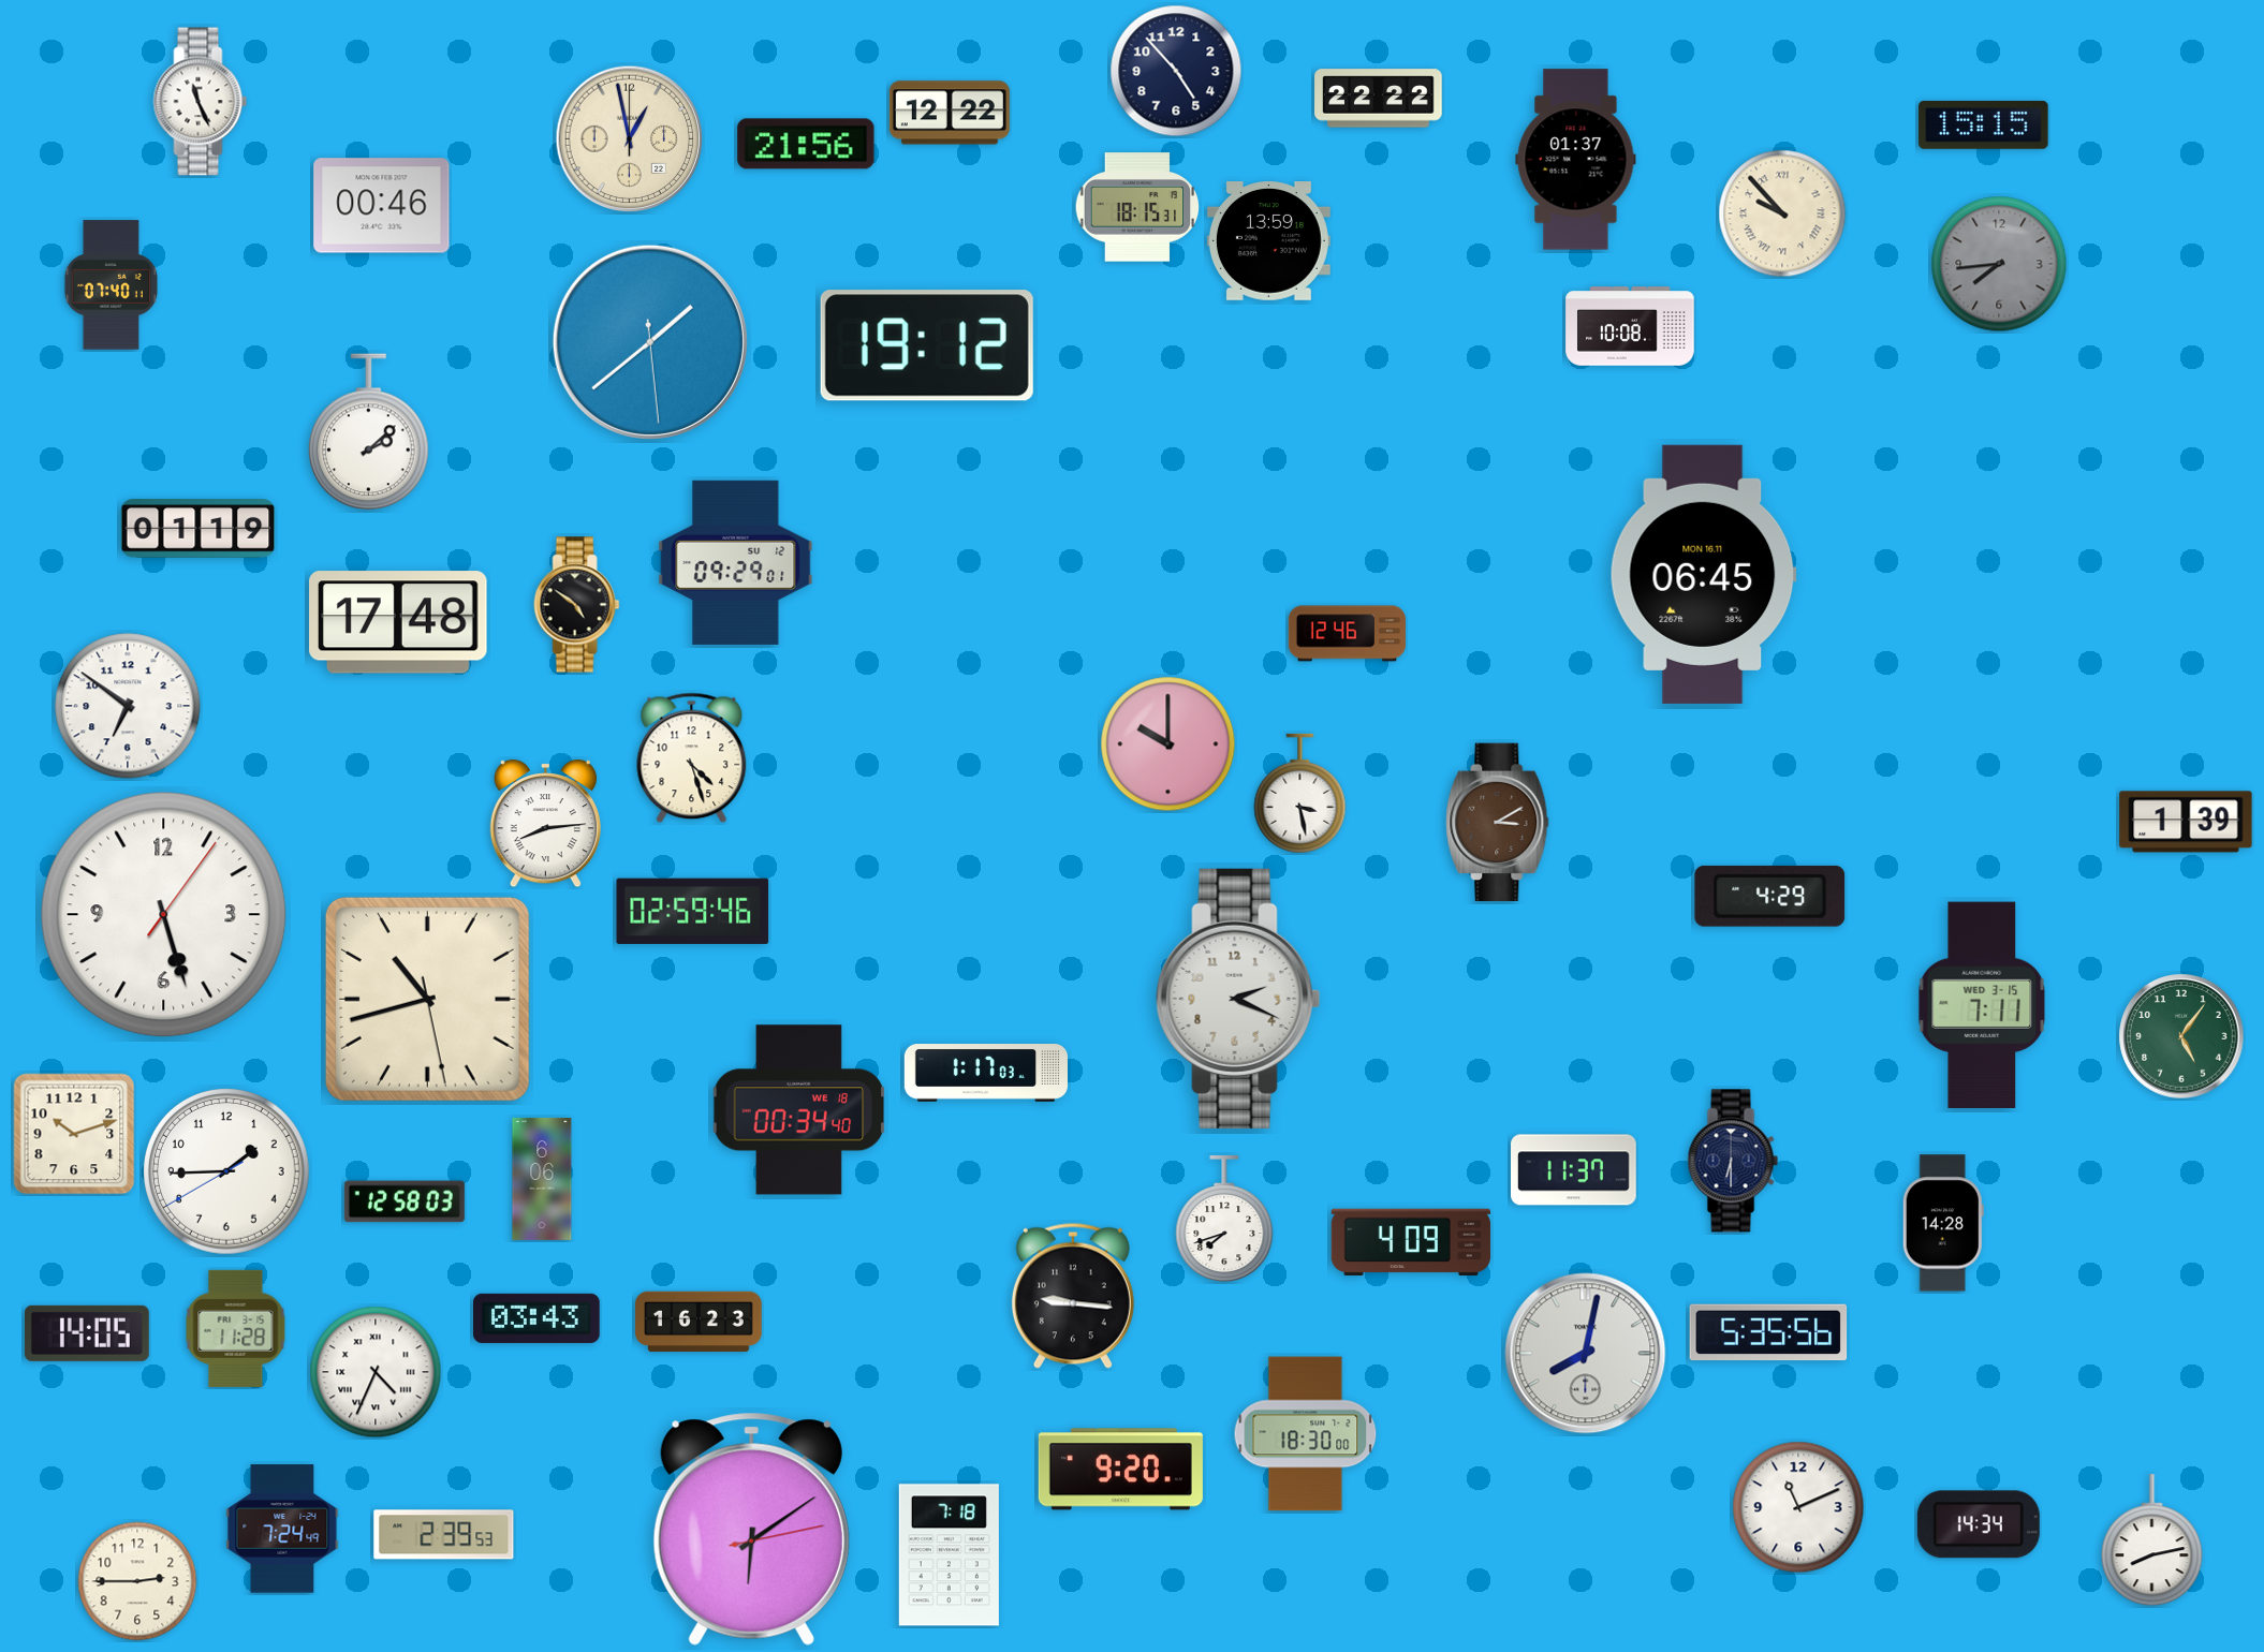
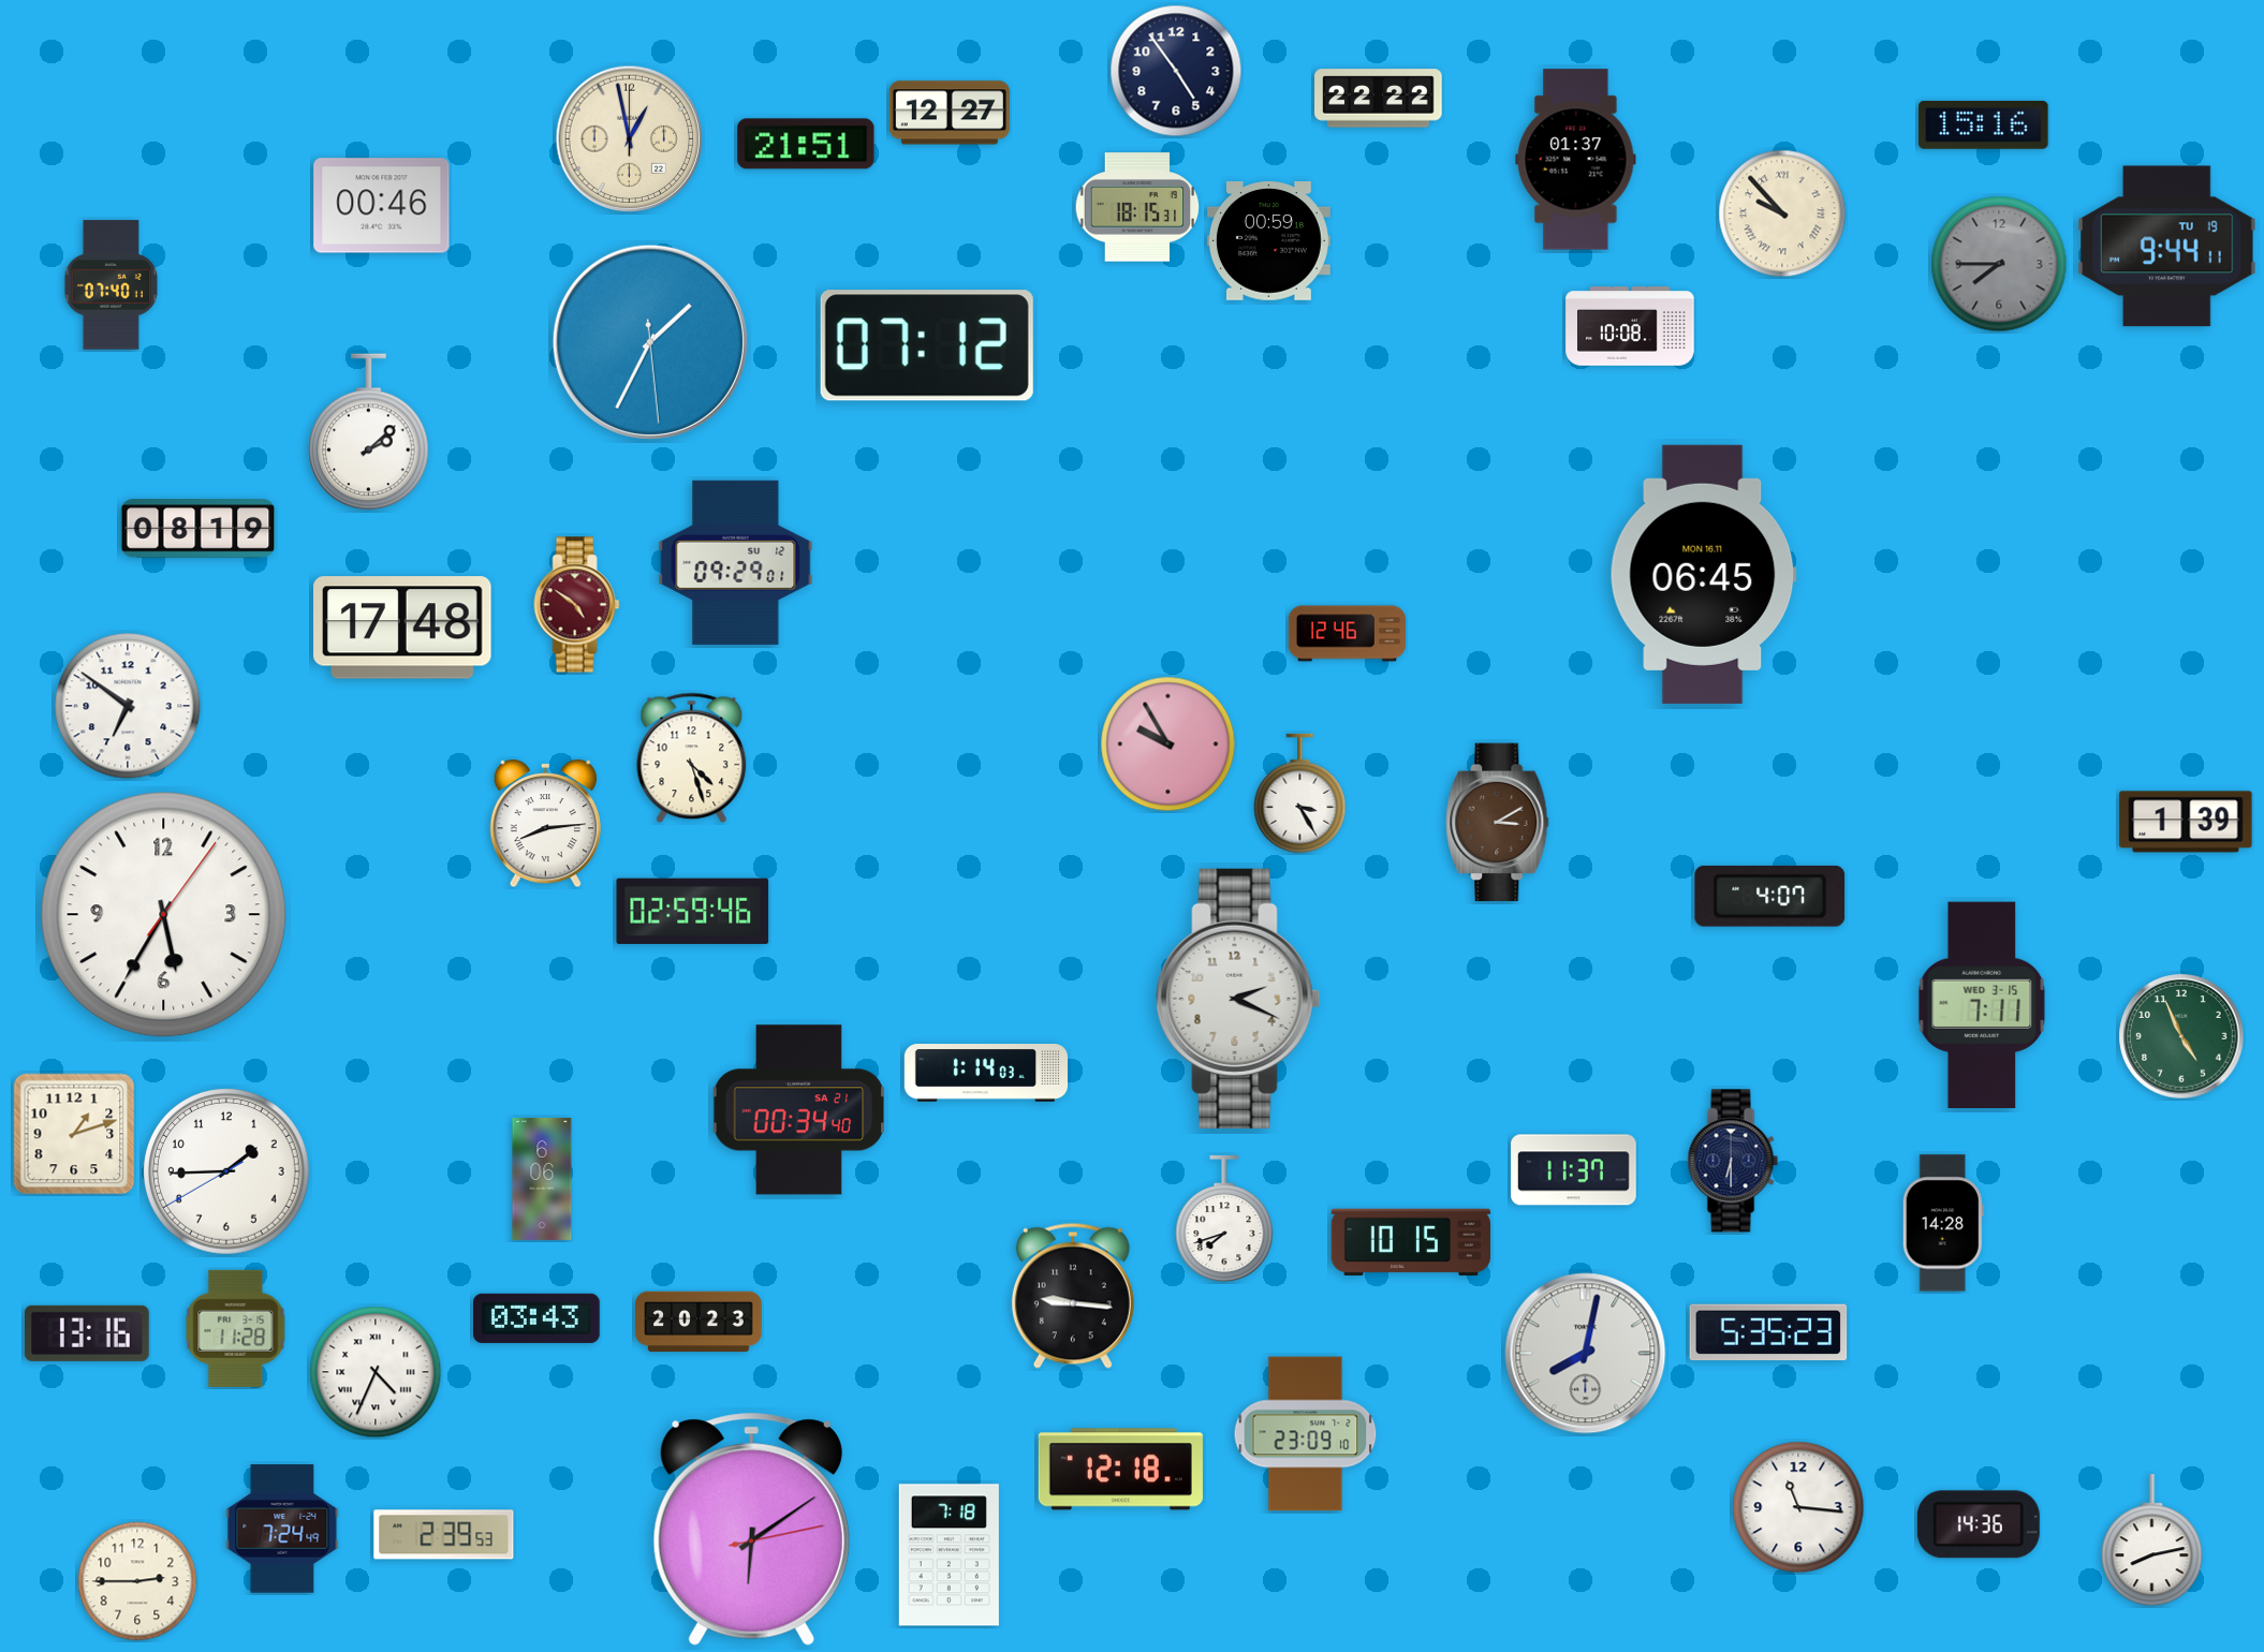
clock at (1176, 71): 4:53 -> 4:54
clock at (201, 102): 11:26 -> none
clock at (950, 113): 12:22 -> 12:27
clock at (1984, 124): 15:15 -> 15:16
clock at (806, 144): 21:56 -> 21:51
clock at (1268, 241): 13:59 -> 00:59
clock at (2167, 247): none -> 9:44
clock at (1999, 264): 7:44 -> 7:45
clock at (650, 342): 1:38 -> 1:34
clock at (927, 345): 19:12 -> 07:12
clock at (199, 529): 01:19 -> 08:19
clock at (577, 605) dial: black -> burgundy
clock at (399, 622) position: (399, 622) -> (403, 628)
clock at (1168, 744): 10:00 -> 9:55
clock at (1300, 794): 3:28 -> 3:25
clock at (1770, 896): 4:29 -> 4:07
clock at (164, 915): 5:27 -> 5:35
clock at (427, 999): 10:42 -> none
clock at (2181, 1036): 5:06 -> 4:56
clock at (985, 1074): 1:17 -> 1:14
clock at (799, 1110) date: WE 18 -> SA 21
clock at (74, 1134): 10:12 -> 1:12
clock at (405, 1201): 12:58 -> none
clock at (1411, 1241): 4:09 -> 10:15
clock at (699, 1322): 16:23 -> 20:23
clock at (1768, 1332): 5:35:56 -> 5:35:23
clock at (87, 1333): 14:05 -> 13:16
clock at (1306, 1434): 18:30 -> 23:09
clock at (1120, 1470): 9:20 -> 12:18
clock at (1798, 1507): 11:11 -> 11:16
clock at (1979, 1524): 14:34 -> 14:36
